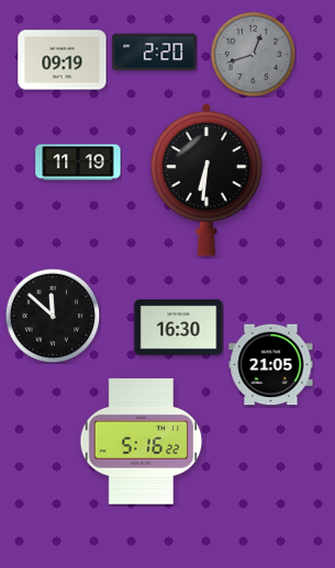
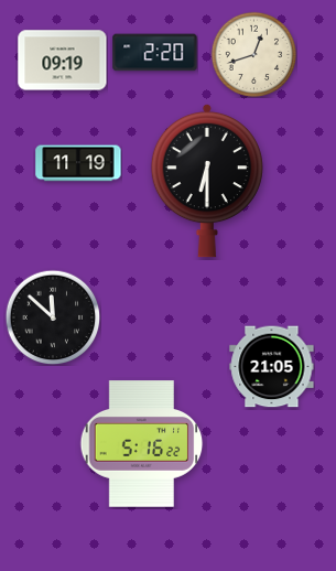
clock at (253, 54) dial: grey -> cream
clock at (206, 180): 6:31 -> 6:30
clock at (179, 328): 16:30 -> none
